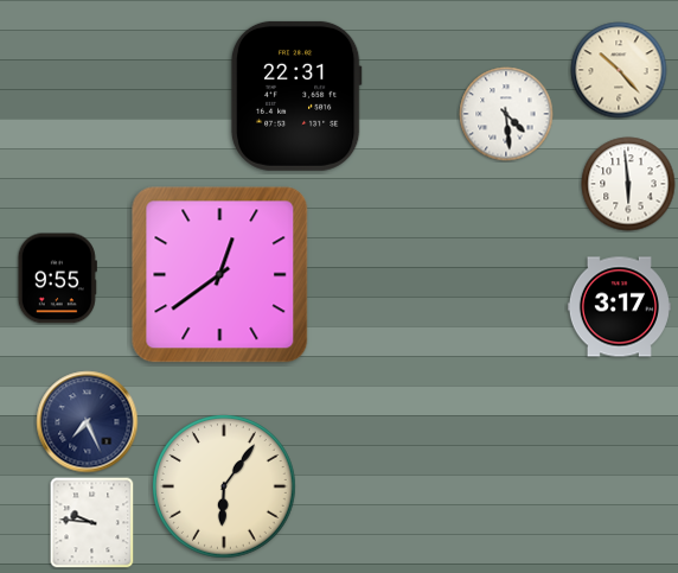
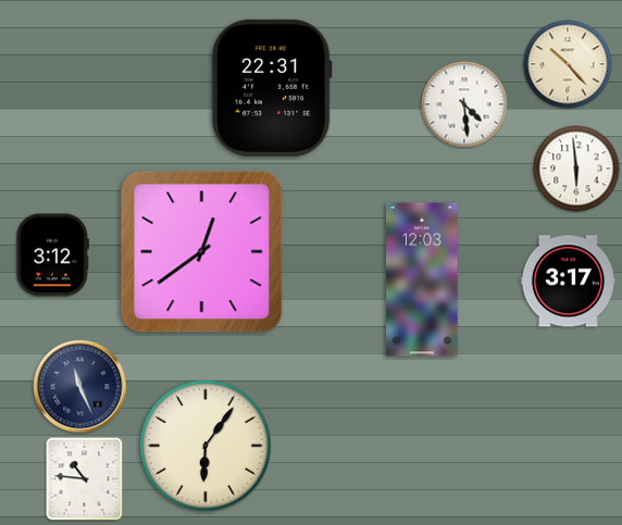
clock at (57, 279): 9:55 -> 3:12
clock at (422, 279): none -> 12:03
clock at (88, 422): 7:26 -> 11:26
clock at (92, 522): 9:46 -> 10:46
